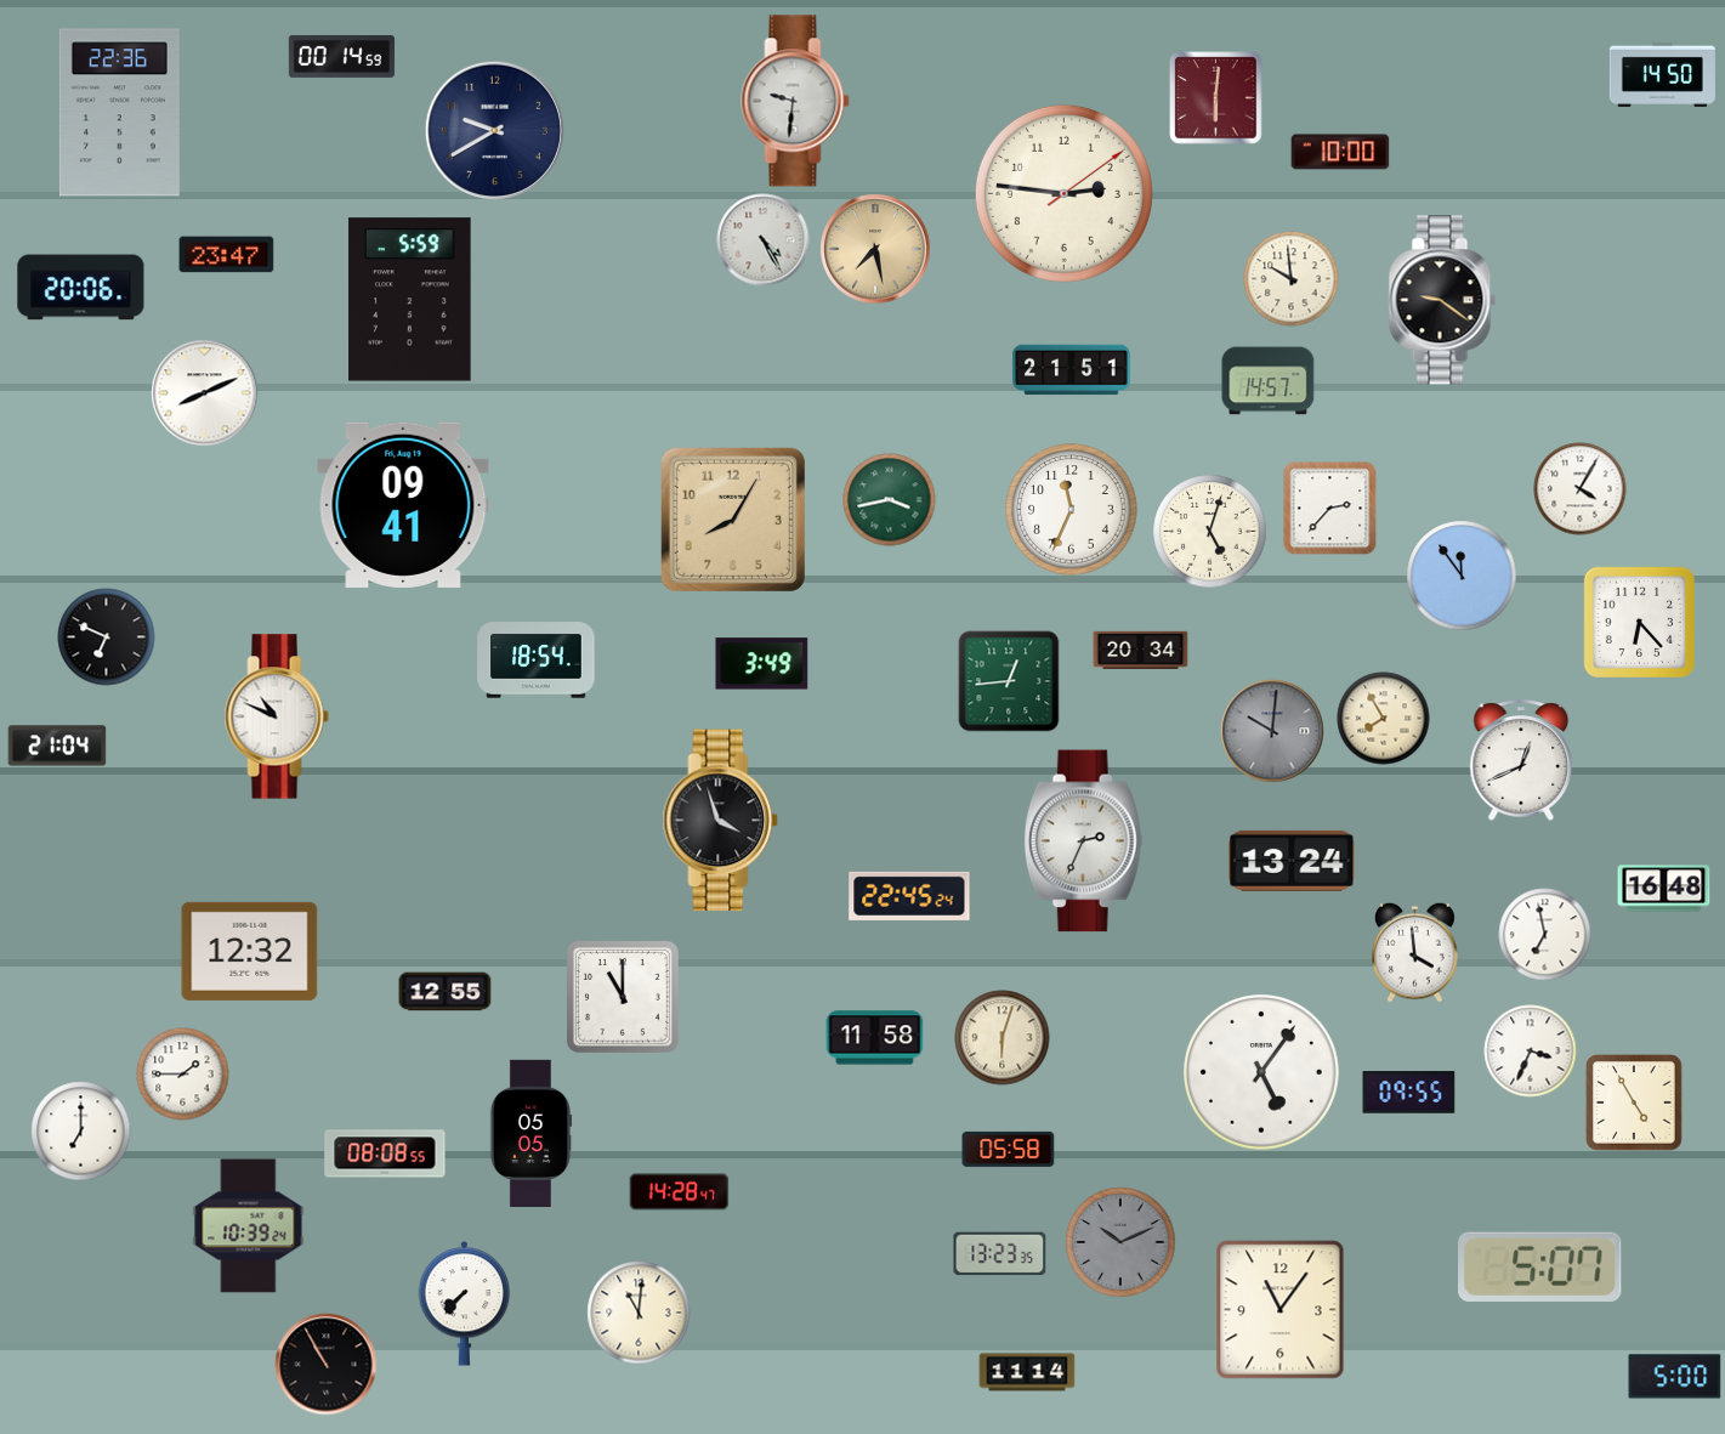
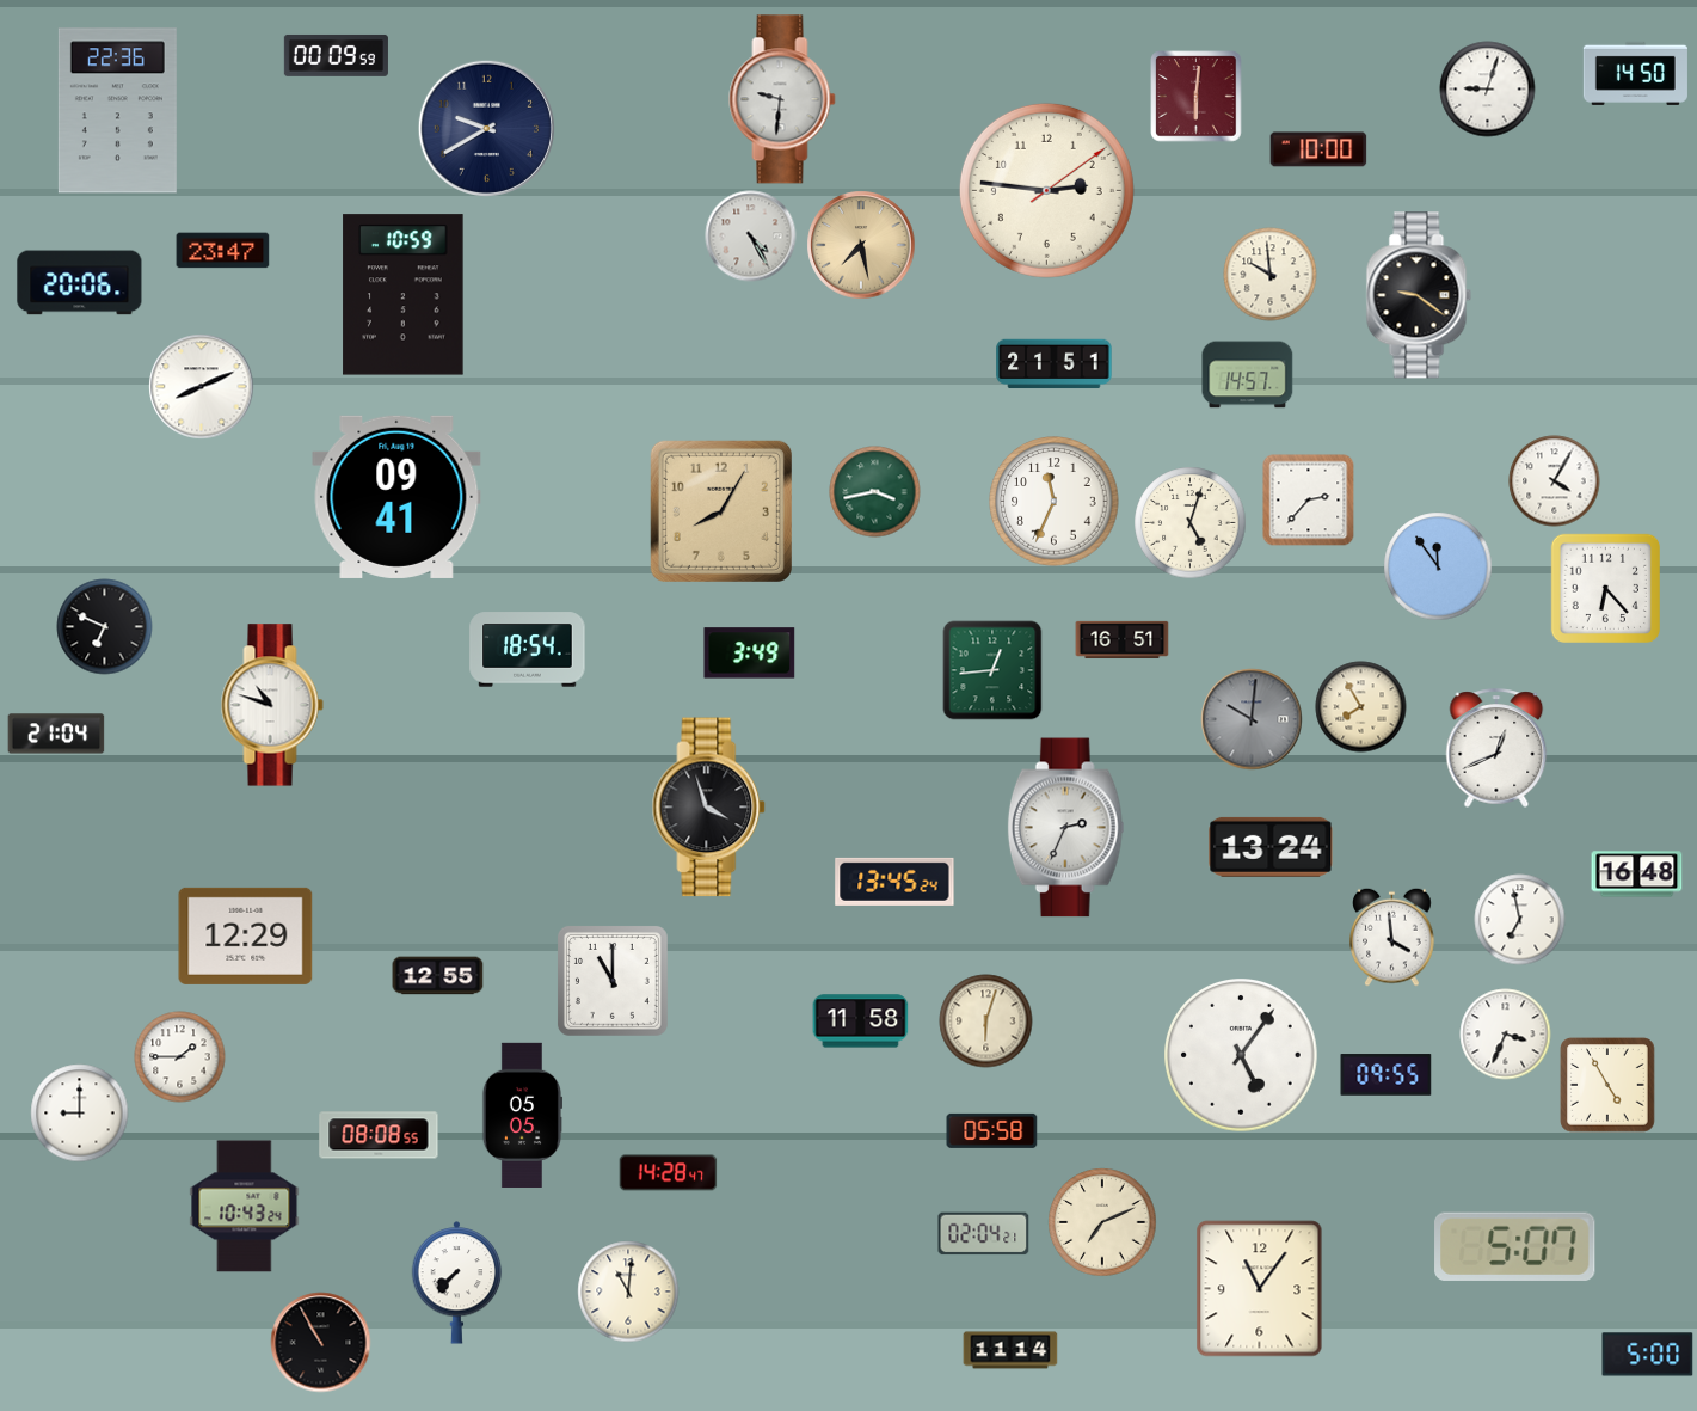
clock at (341, 56): 00:14 -> 00:09
clock at (1488, 90): none -> 9:03
clock at (410, 300): 5:59 -> 10:59
clock at (1639, 622) position: (1639, 622) -> (1605, 588)
clock at (1141, 650): 20:34 -> 16:51
clock at (277, 716): 10:49 -> 10:48
clock at (909, 896): 22:45 -> 13:45
clock at (250, 951): 12:32 -> 12:29
clock at (81, 1132): 7:00 -> 9:00
clock at (249, 1226): 10:39 -> 10:43
clock at (1120, 1242): 10:11 -> 7:11
clock at (1120, 1242) dial: grey -> cream
clock at (1000, 1254): 13:23 -> 02:04
